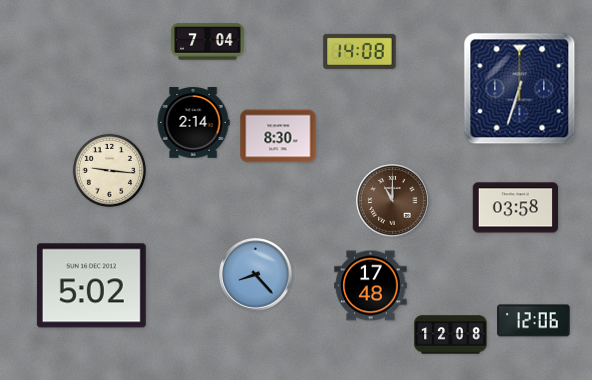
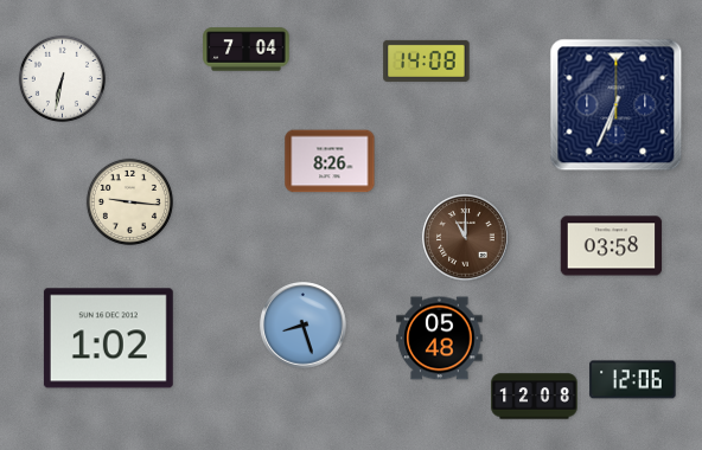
clock at (62, 78): none -> 6:32
clock at (520, 89): 6:33 -> 6:34
clock at (193, 123): 2:14 -> none
clock at (278, 136): 8:30 -> 8:26
clock at (256, 275): 8:23 -> 8:27
clock at (91, 286): 5:02 -> 1:02
clock at (371, 286): 17:48 -> 05:48
